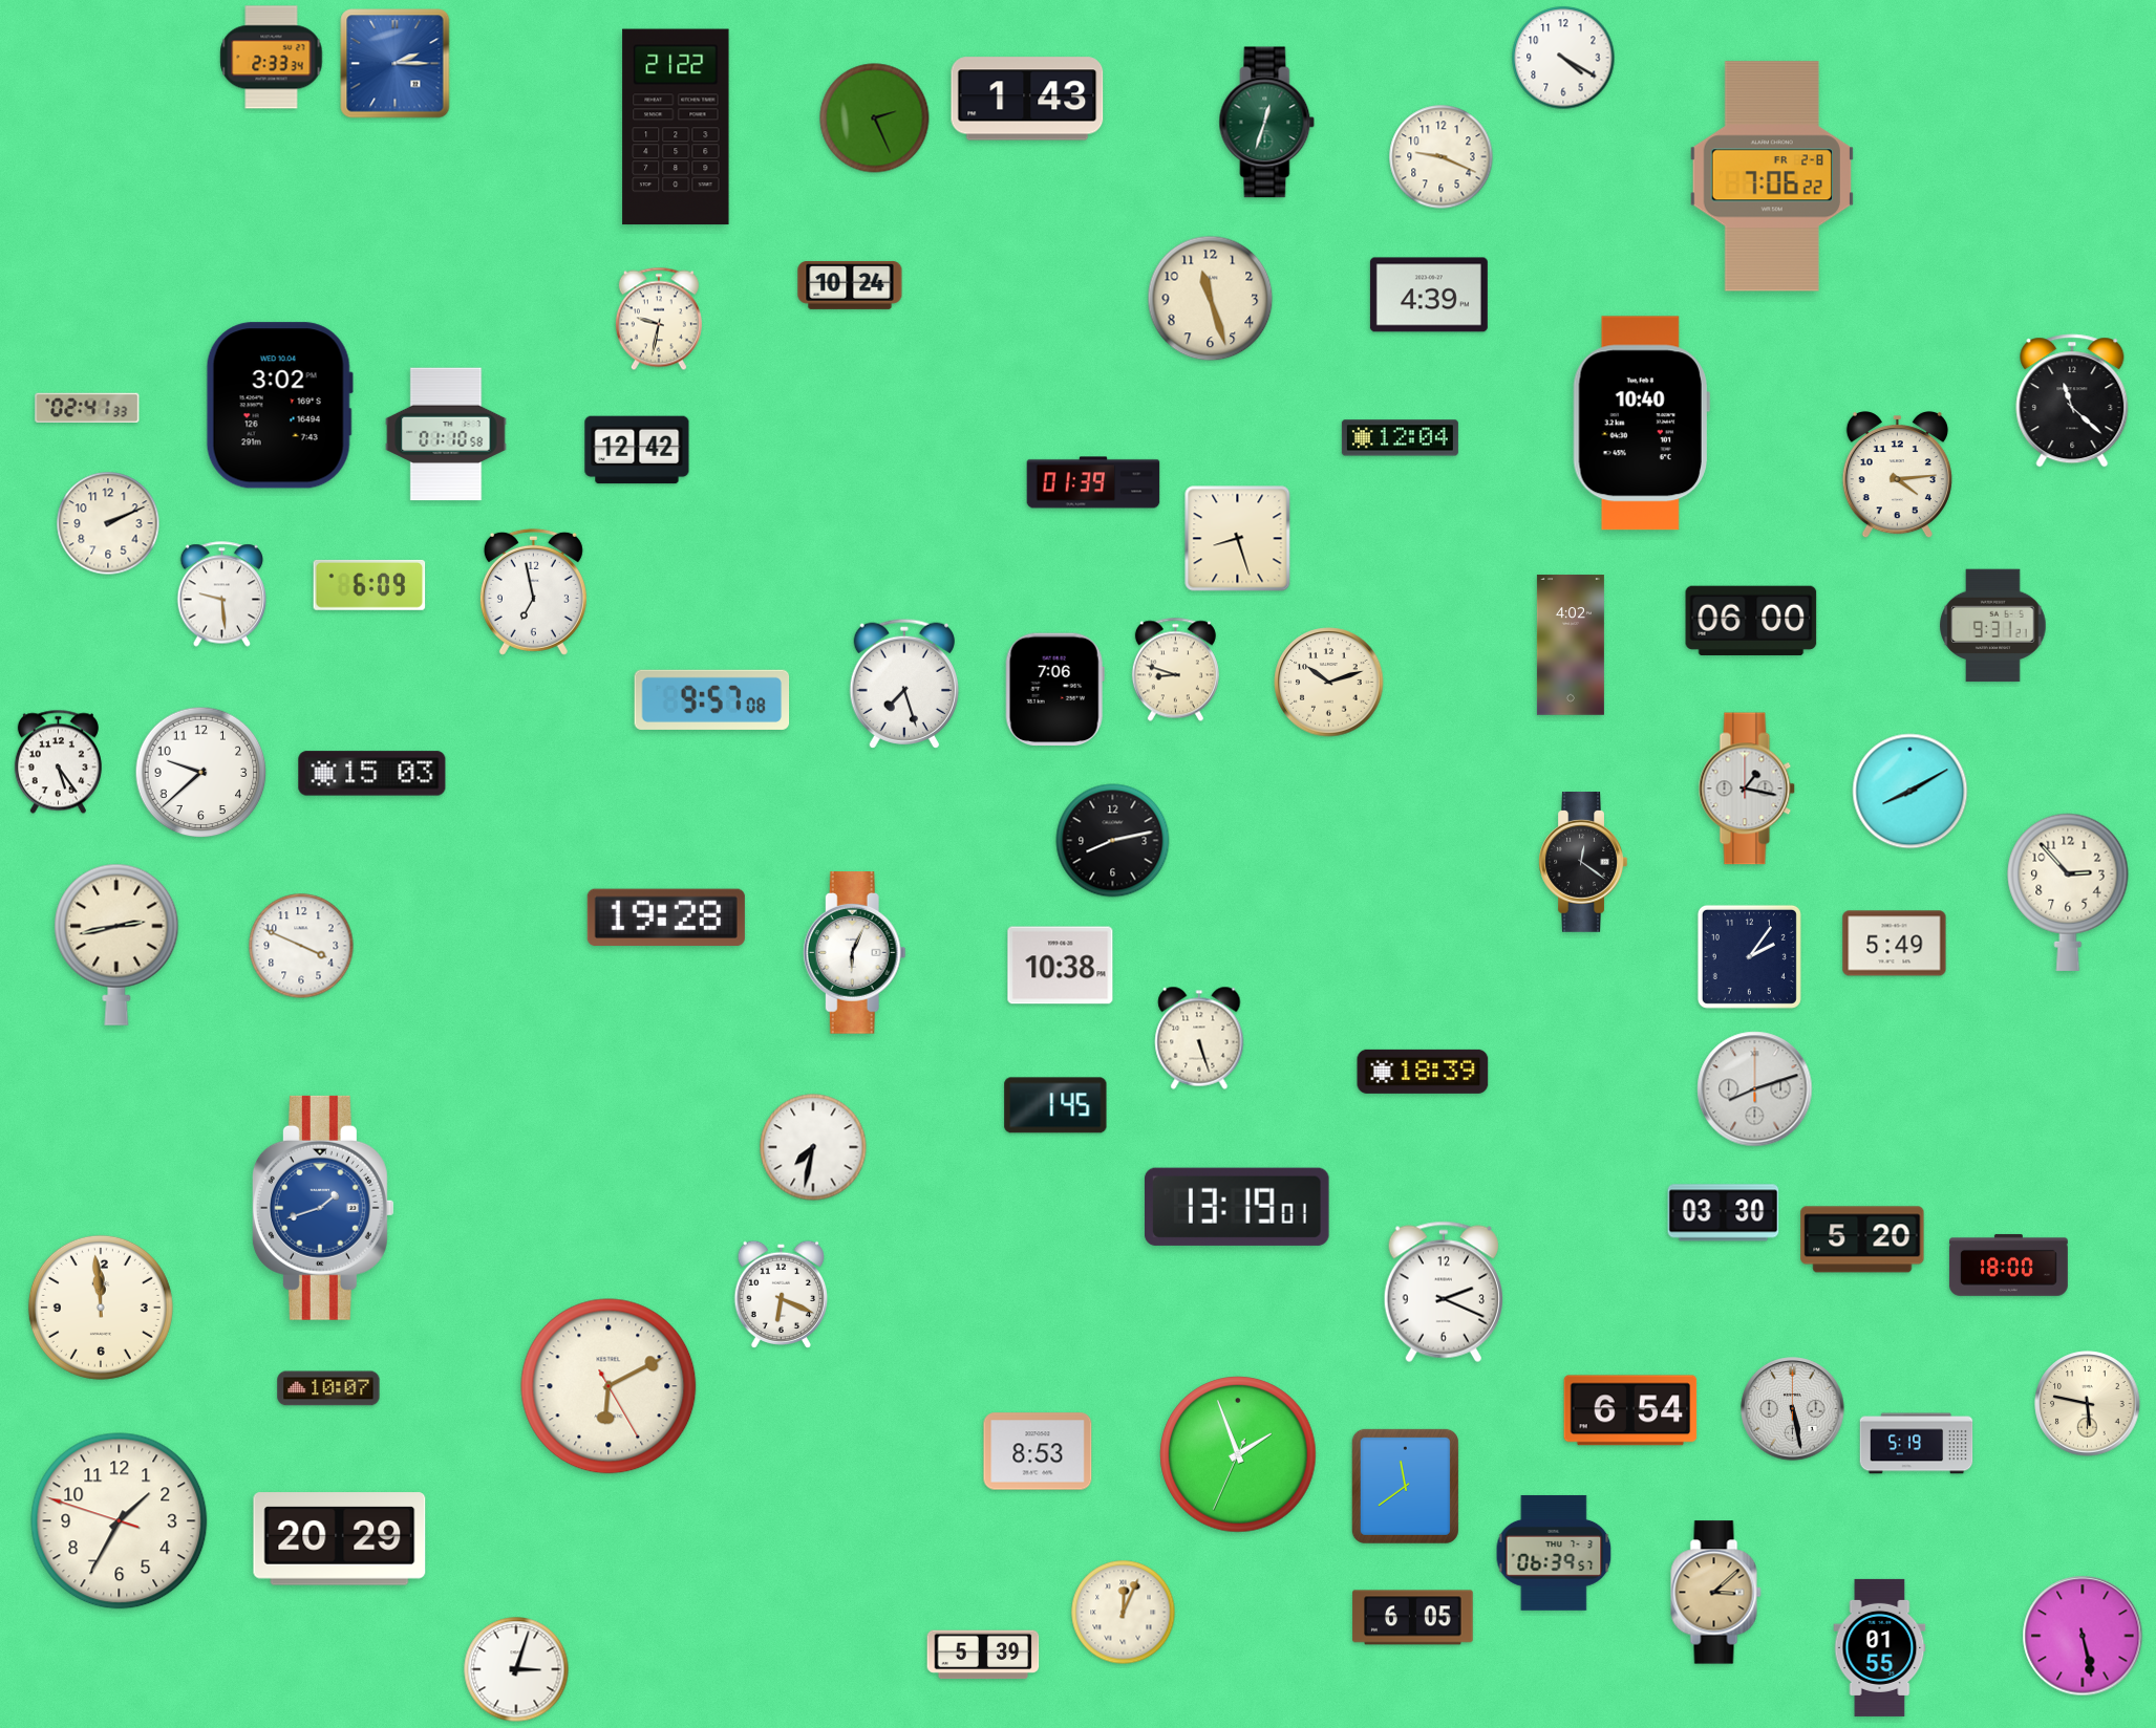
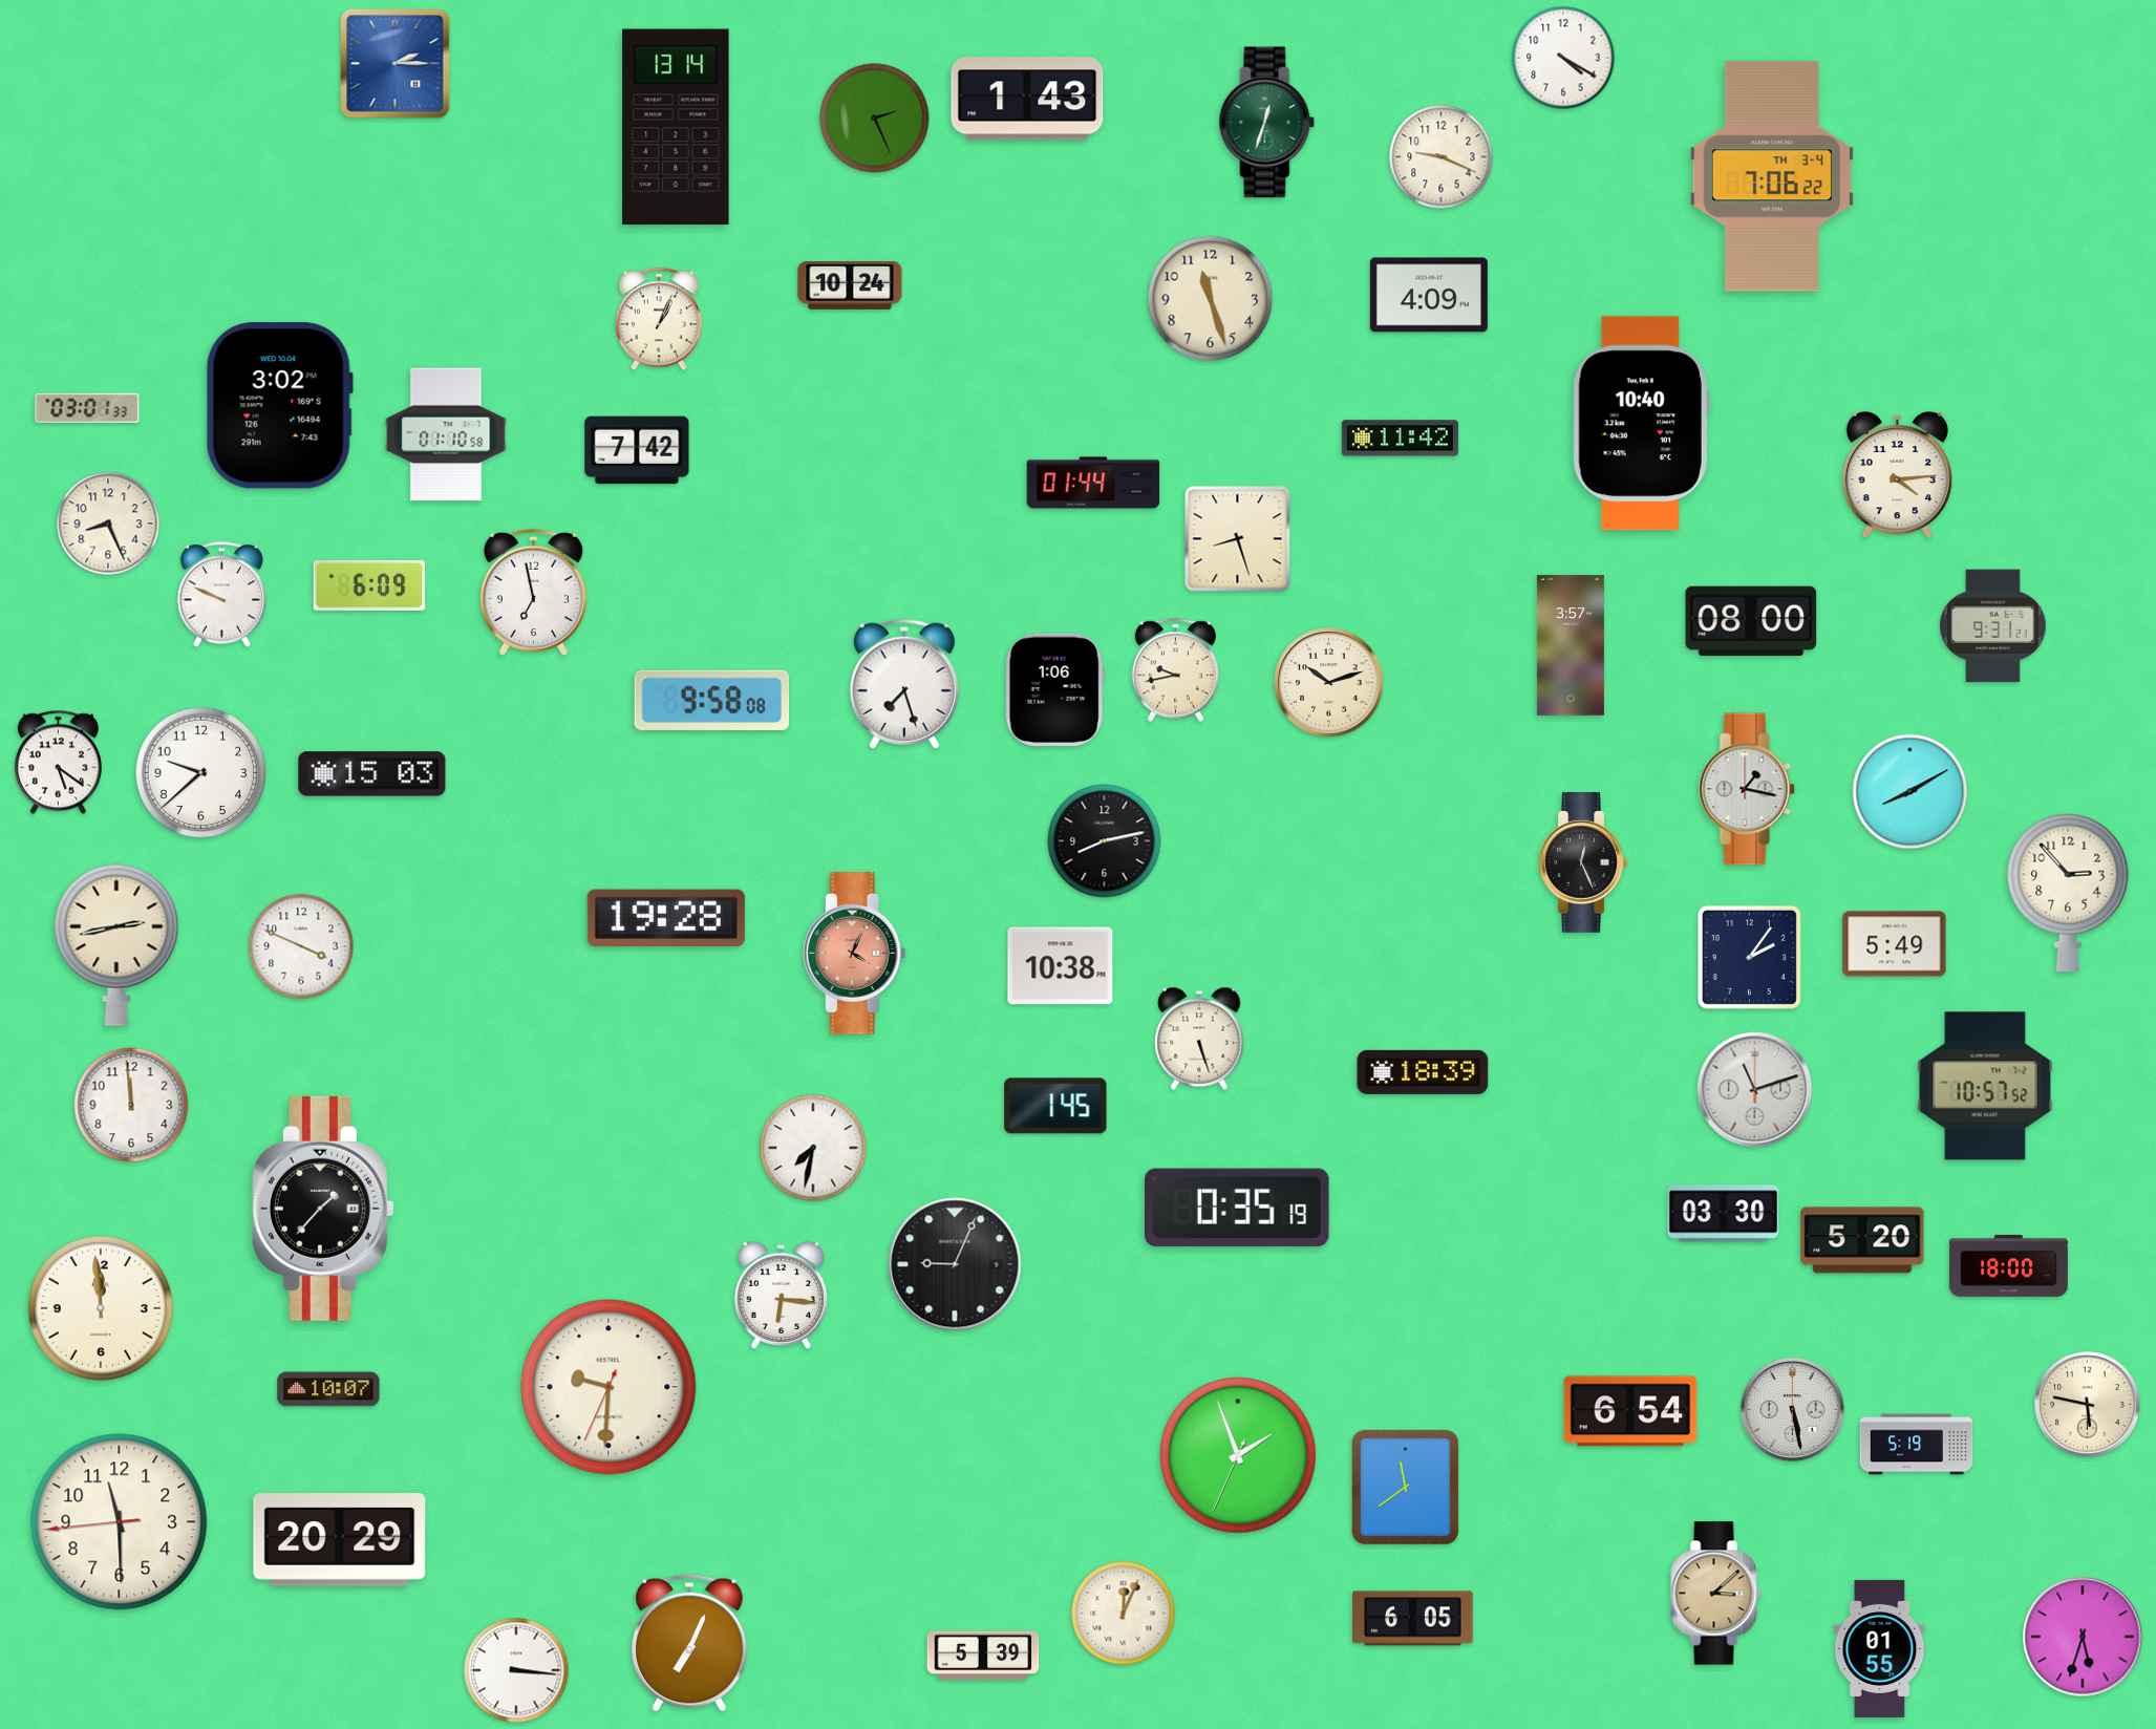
clock at (272, 58): 2:33 -> none
clock at (676, 127): 21:22 -> 13:14
clock at (1772, 176) date: FR 2-8 -> TH 3-4
clock at (1429, 295): 4:39 -> 4:09
clock at (659, 319): 9:32 -> 1:04
clock at (2072, 401): 11:22 -> none
clock at (87, 407): 02:41 -> 03:01
clock at (1400, 438): 12:04 -> 11:42
clock at (637, 450): 12:42 -> 7:42
clock at (1093, 482): 01:39 -> 01:44
clock at (108, 523): 2:11 -> 8:26
clock at (222, 595): 9:29 -> 9:49
clock at (1751, 620): 06:00 -> 08:00
clock at (1571, 645): 4:02 -> 3:57
clock at (1175, 670): 8:48 -> 9:43
clock at (1054, 690): 7:06 -> 1:06
clock at (712, 699): 9:57 -> 9:58
clock at (58, 762): 5:24 -> 5:21
clock at (1113, 841) position: (1113, 841) -> (1105, 841)
clock at (1583, 863): 12:21 -> 12:26
clock at (854, 953): 6:04 -> 4:04
clock at (854, 953) dial: white -> salmon
clock at (1985, 1086): none -> 10:57
clock at (1755, 1089): 8:12 -> 11:12
clock at (131, 1105): none -> 11:59
clock at (1237, 1207): 13:19 -> 0:35
clock at (323, 1208): 1:42 -> 1:37
clock at (323, 1208) dial: blue -> black
clock at (955, 1264): none -> 9:04
clock at (1444, 1292): 2:19 -> none
clock at (782, 1294): 6:19 -> 6:16
clock at (609, 1386): 6:10 -> 9:30
clock at (1038, 1451): 8:53 -> none
clock at (120, 1521): 1:34 -> 11:29
clock at (1554, 1553): 06:39 -> none
clock at (2083, 1636): 5:28 -> 5:33
clock at (689, 1643): none -> 7:04
clock at (516, 1669): 3:03 -> 3:16
